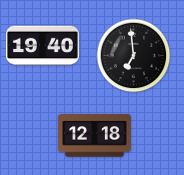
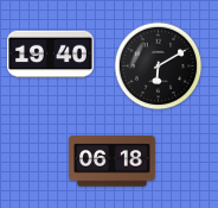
clock at (134, 56): 6:59 -> 6:10
clock at (95, 136): 12:18 -> 06:18
